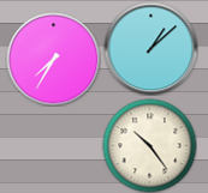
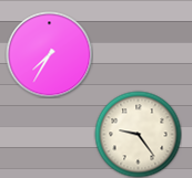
clock at (150, 48): 1:08 -> none
clock at (149, 145): 10:24 -> 9:24
